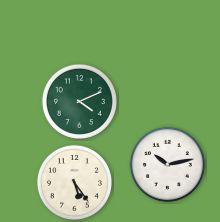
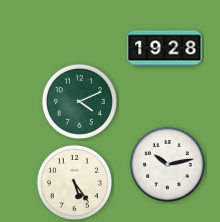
clock at (165, 49): none -> 19:28
